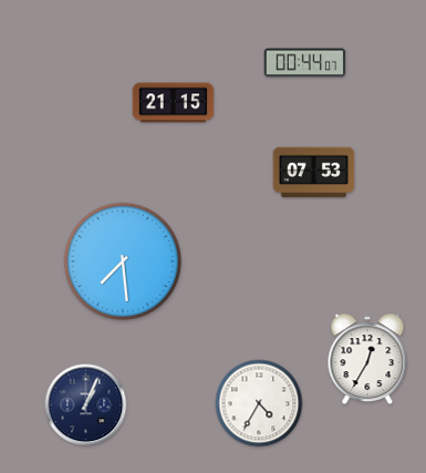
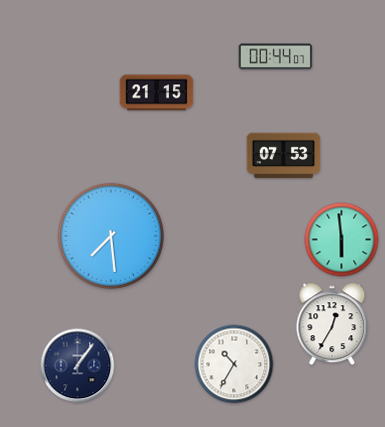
clock at (342, 240): none -> 5:59
clock at (259, 403): 4:35 -> 10:35
clock at (86, 405): 1:04 -> 1:06
